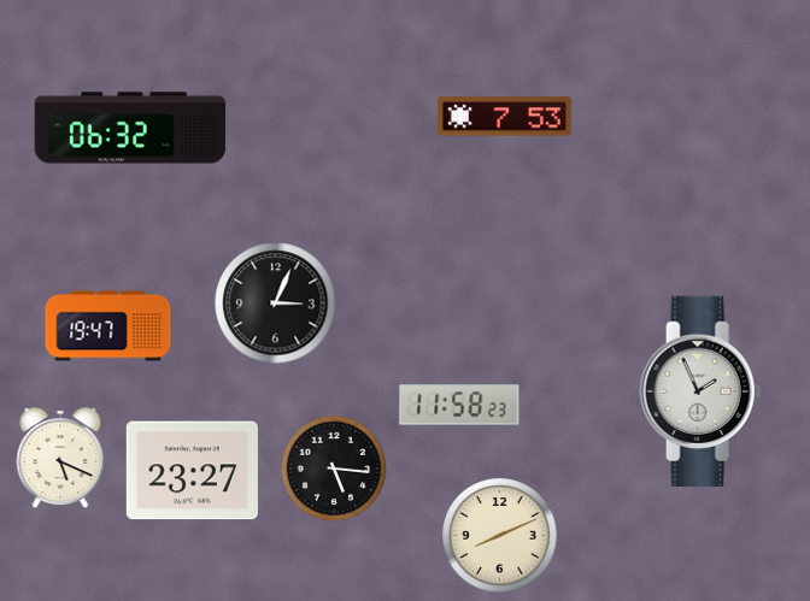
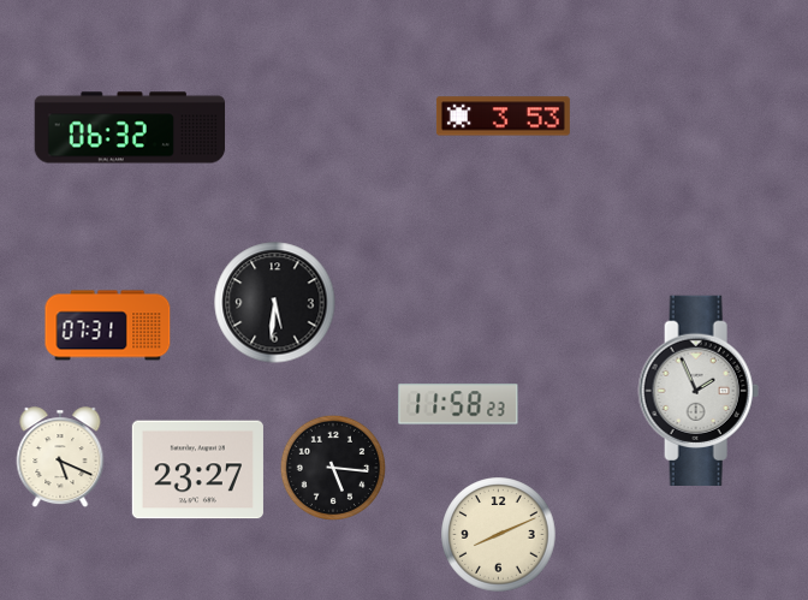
clock at (504, 117): 7:53 -> 3:53
clock at (276, 304): 3:04 -> 5:31
clock at (108, 326): 19:47 -> 07:31
clock at (192, 471) position: (192, 471) -> (197, 470)
